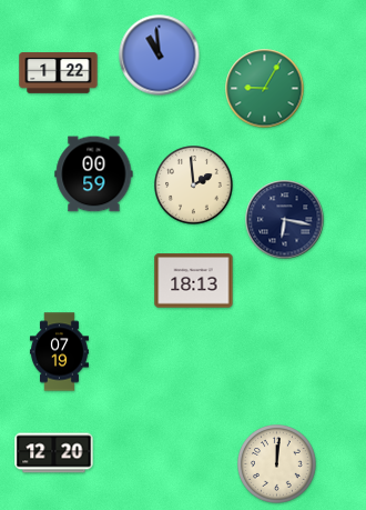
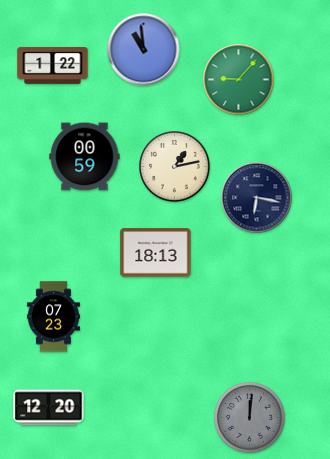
clock at (265, 89): 9:05 -> 9:07
clock at (194, 186): 1:59 -> 1:13
clock at (194, 281) position: (194, 281) -> (156, 253)
clock at (59, 352): 07:19 -> 07:23
clock at (277, 464) dial: cream -> grey
